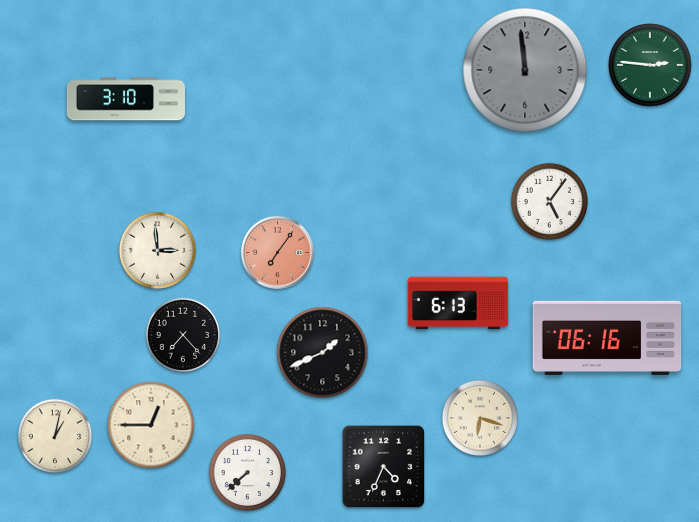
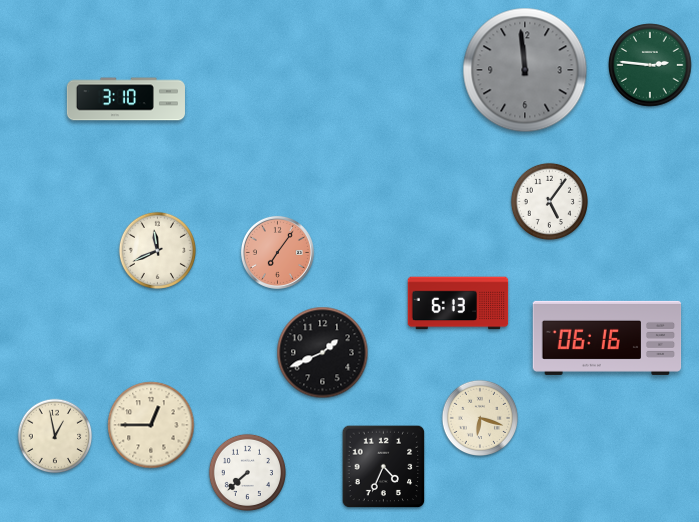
clock at (157, 250): 2:59 -> 11:41
clock at (183, 335): 7:23 -> none
clock at (55, 436): 1:02 -> 12:58
